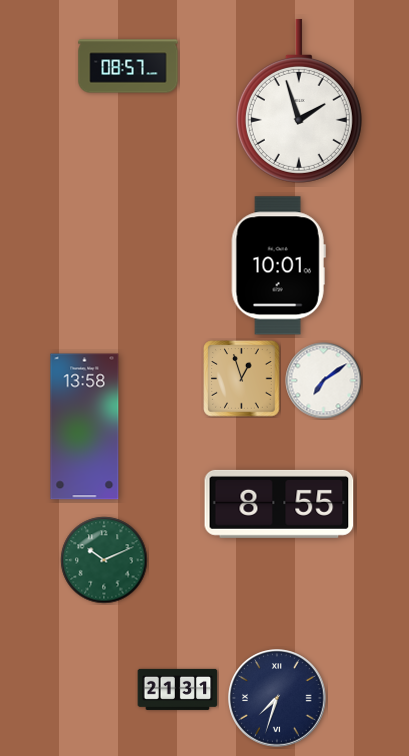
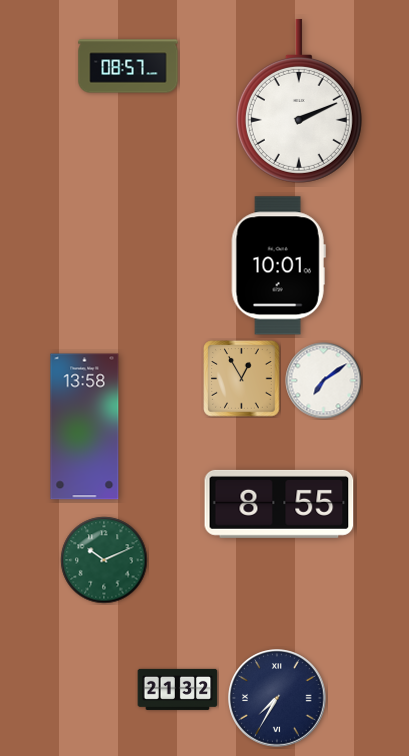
clock at (299, 101): 1:57 -> 2:11
clock at (242, 379): 12:57 -> 12:55
clock at (178, 689): 21:31 -> 21:32
clock at (277, 698): 7:33 -> 7:35
